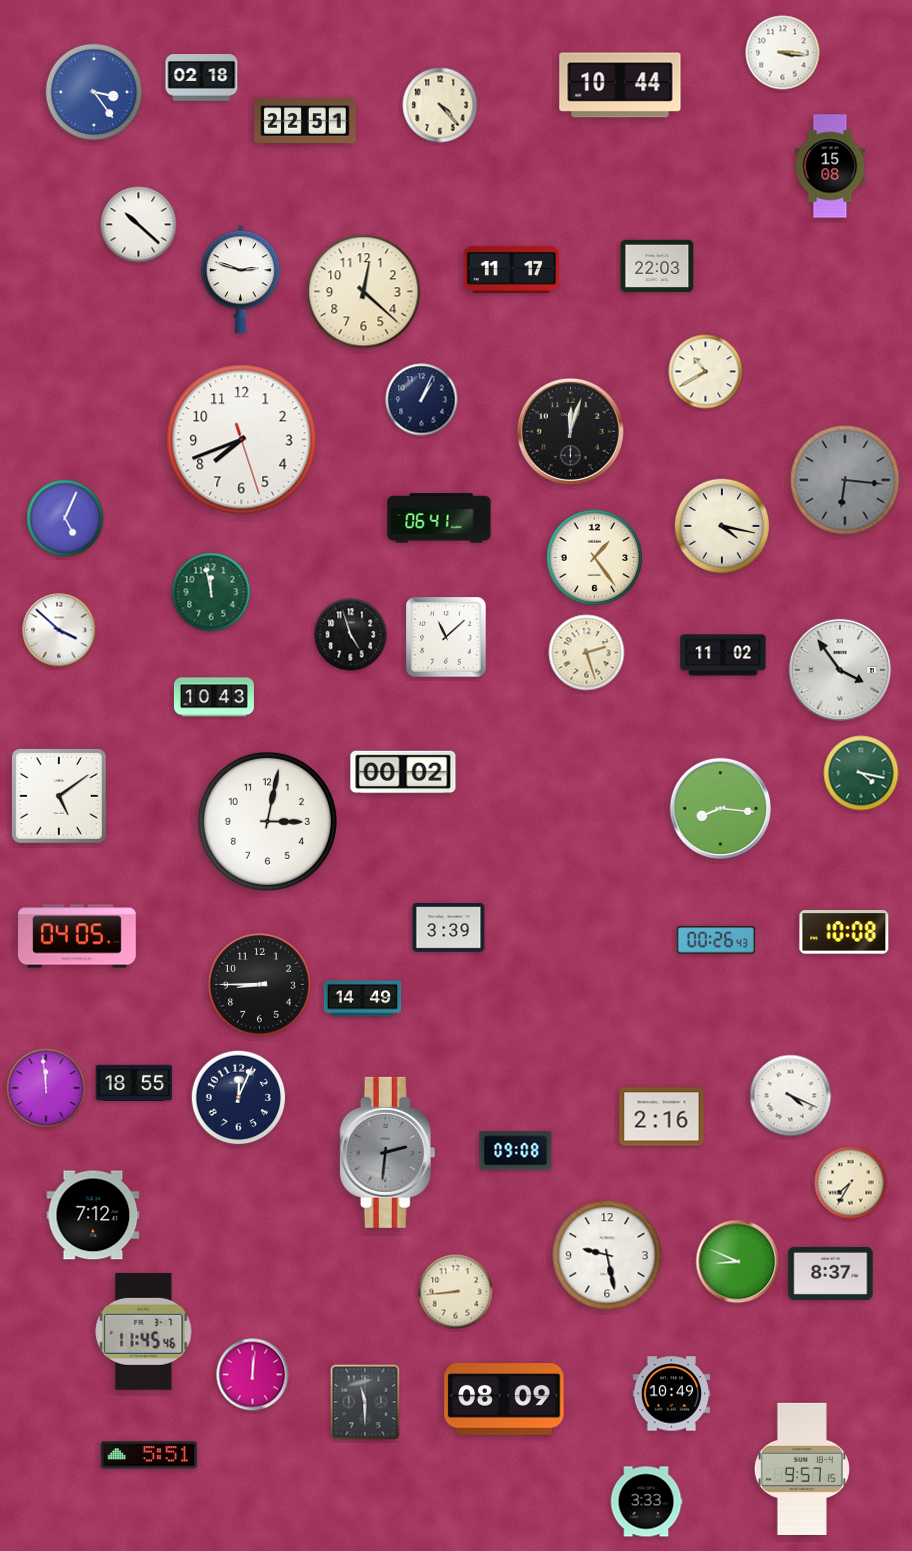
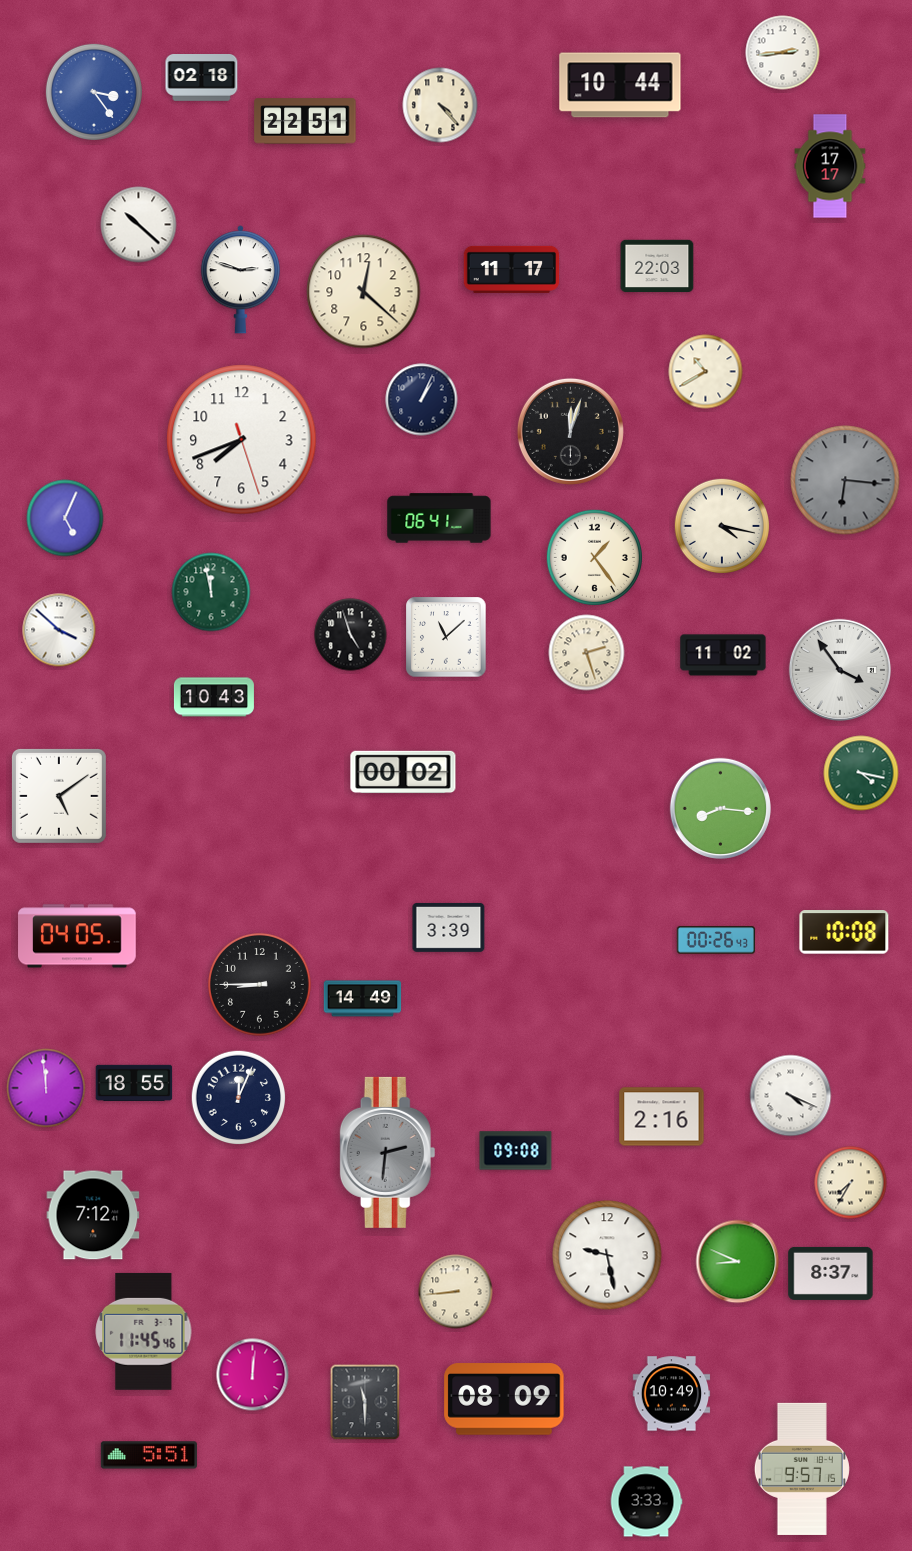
clock at (783, 53): 3:16 -> 2:44
clock at (830, 166): 15:08 -> 17:17
clock at (267, 821): 3:02 -> none
